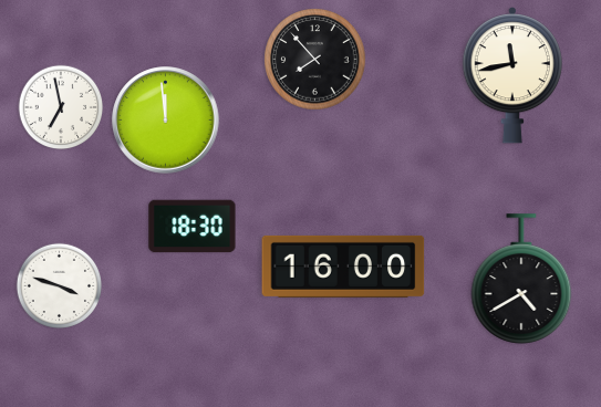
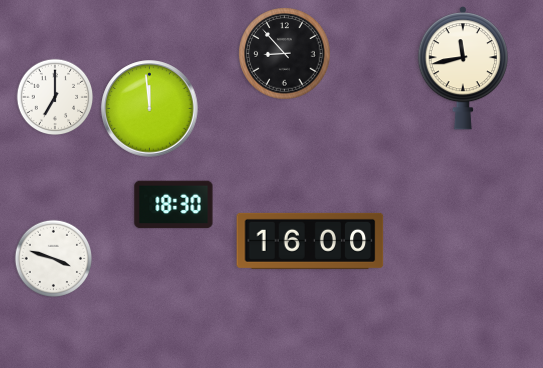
clock at (315, 60): 7:53 -> 8:53
clock at (61, 107): 6:58 -> 7:00
clock at (521, 279): 4:40 -> none
